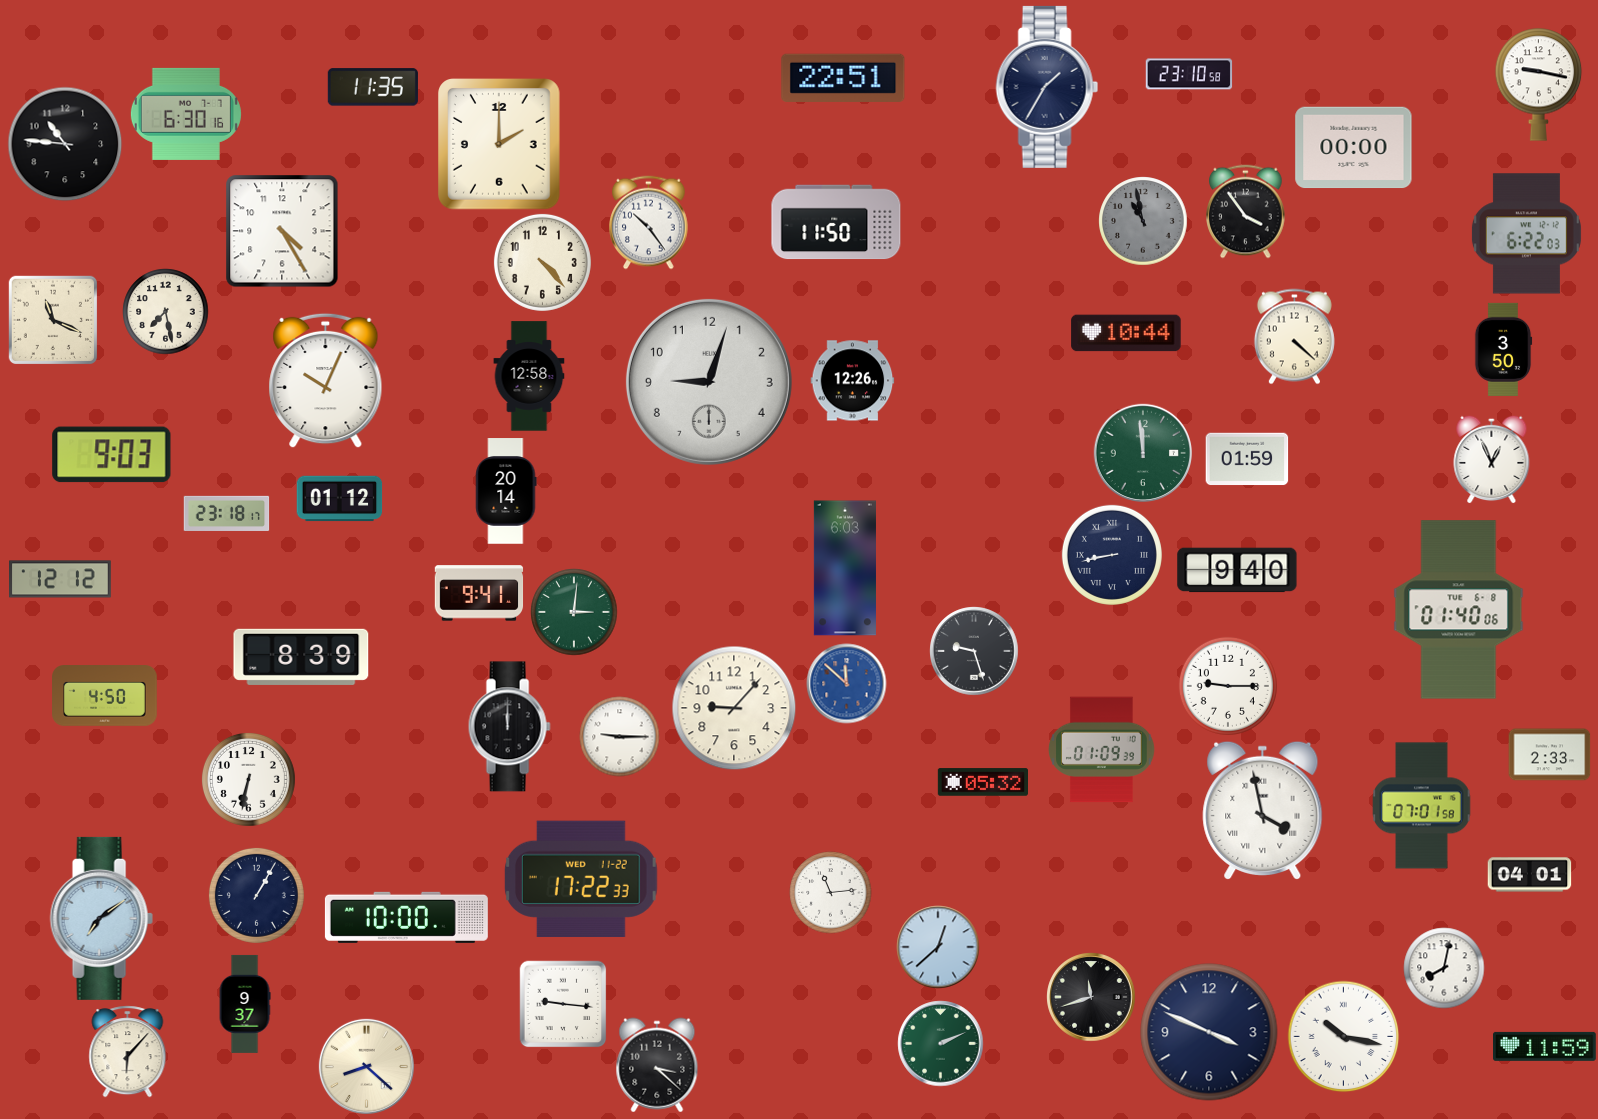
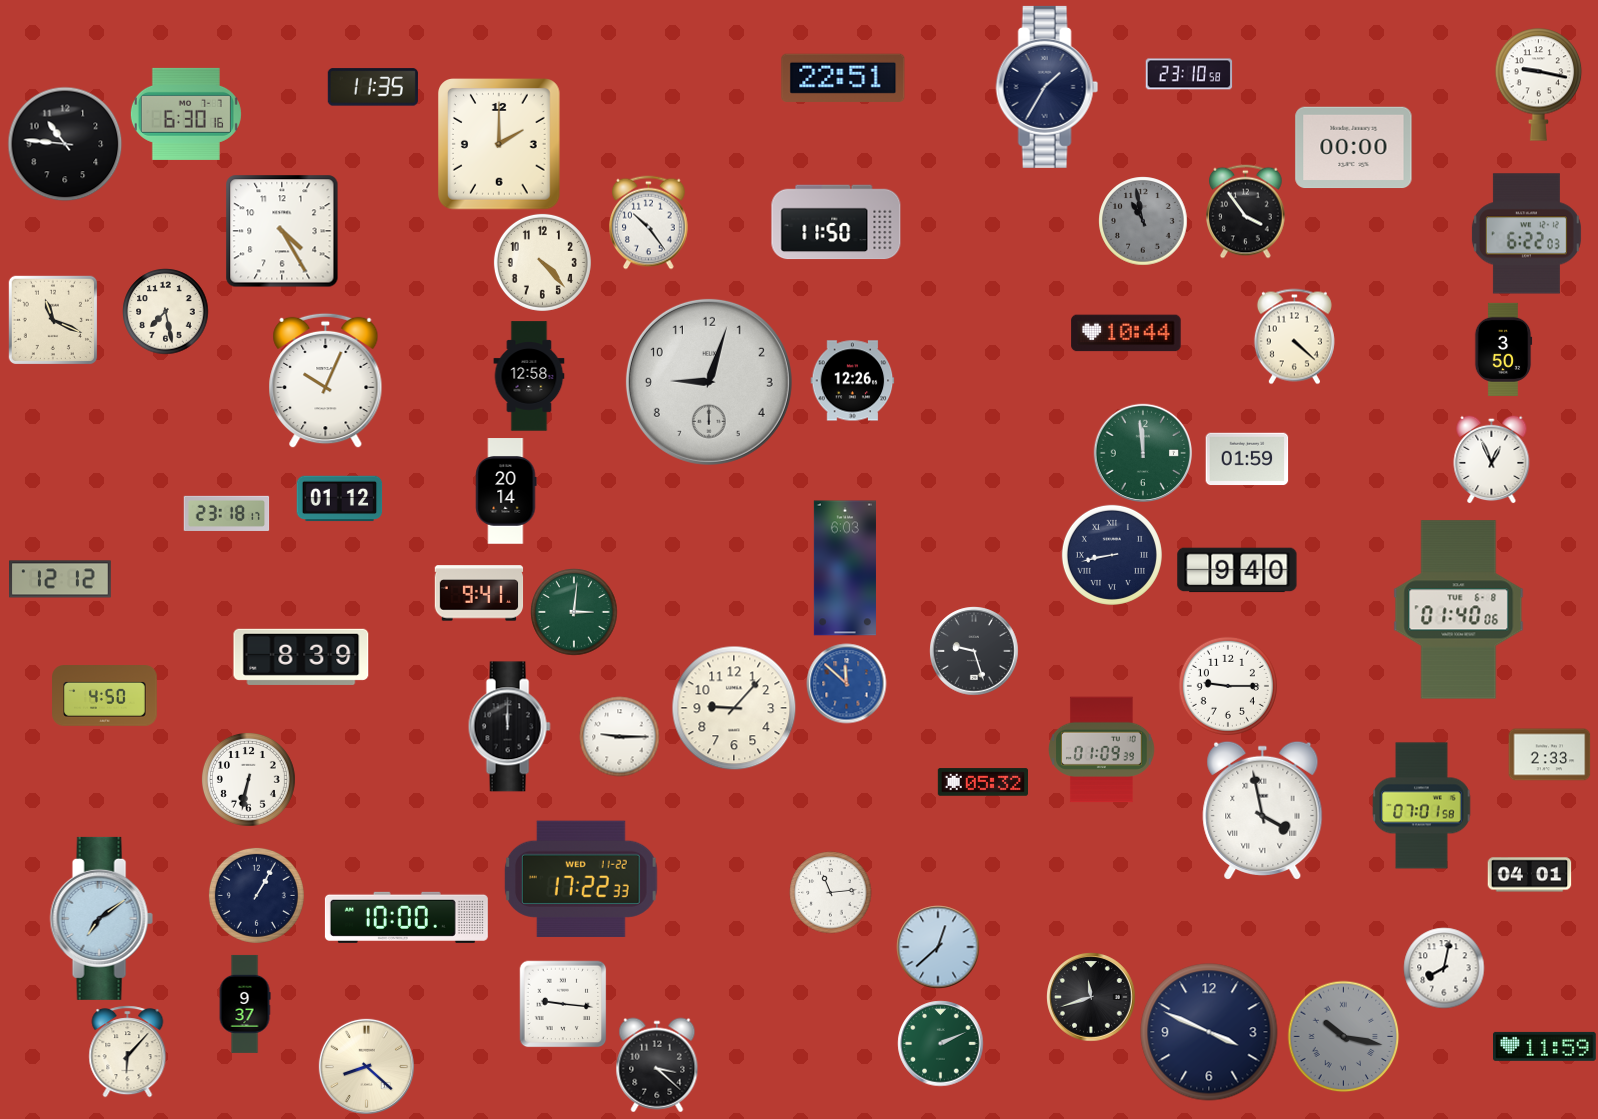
clock at (112, 455): 9:03 -> none
clock at (1343, 1036) dial: white -> grey
